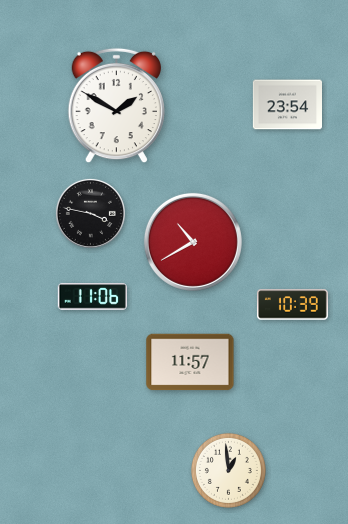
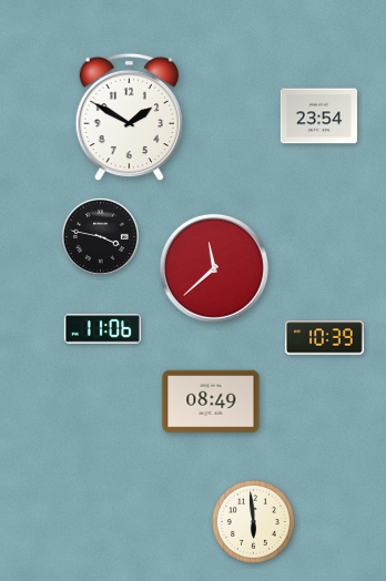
clock at (193, 242): 10:40 -> 11:38
clock at (190, 362): 11:57 -> 08:49
clock at (228, 470): 12:59 -> 5:59
